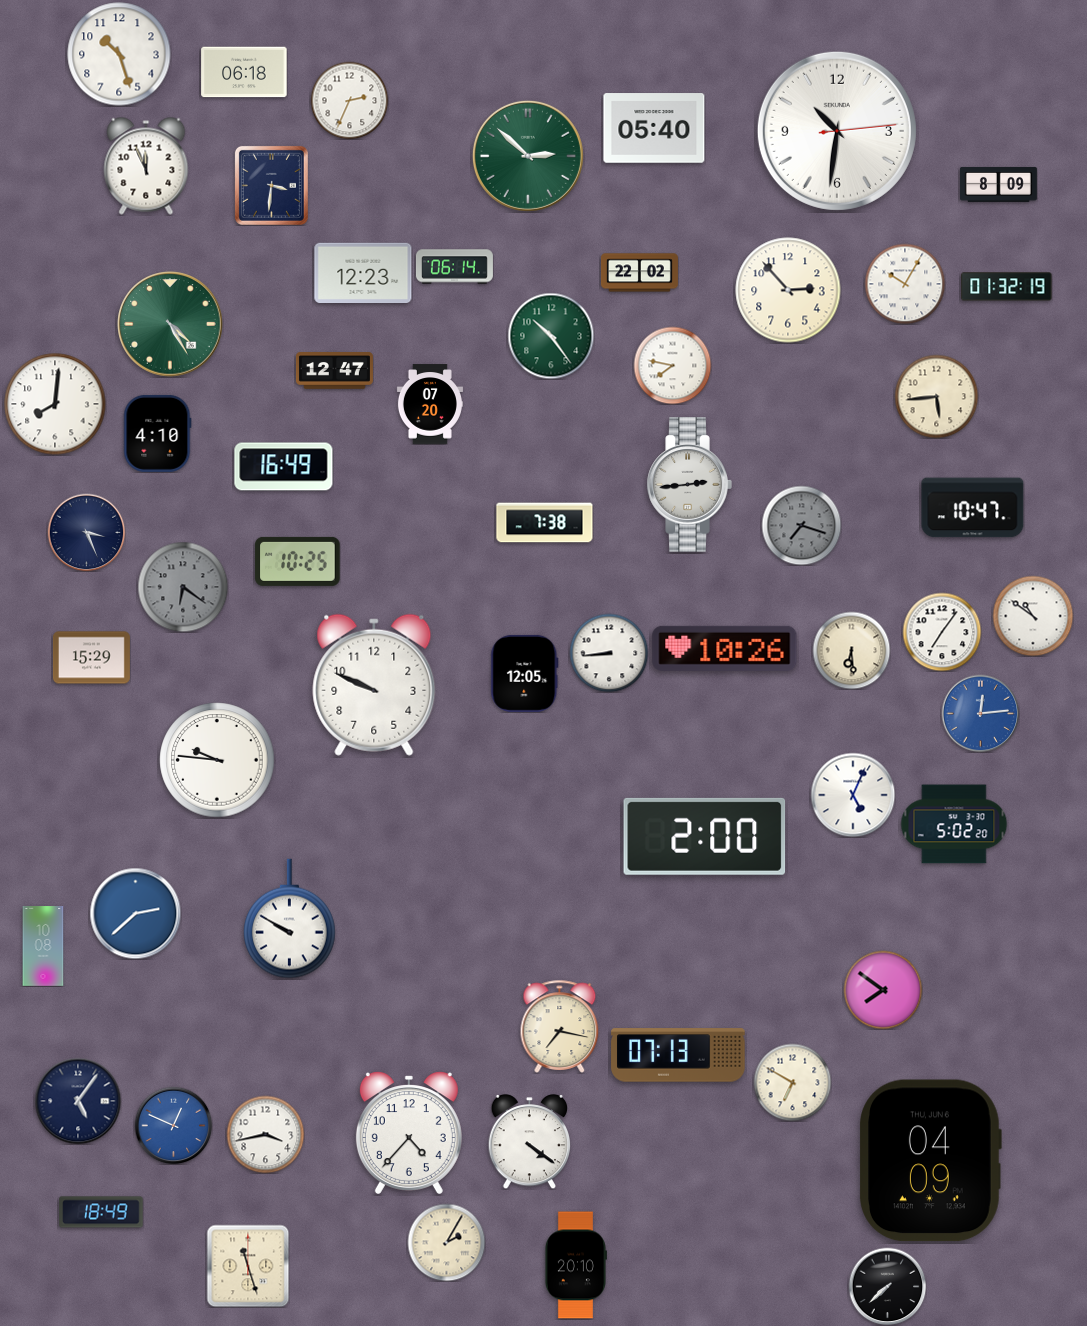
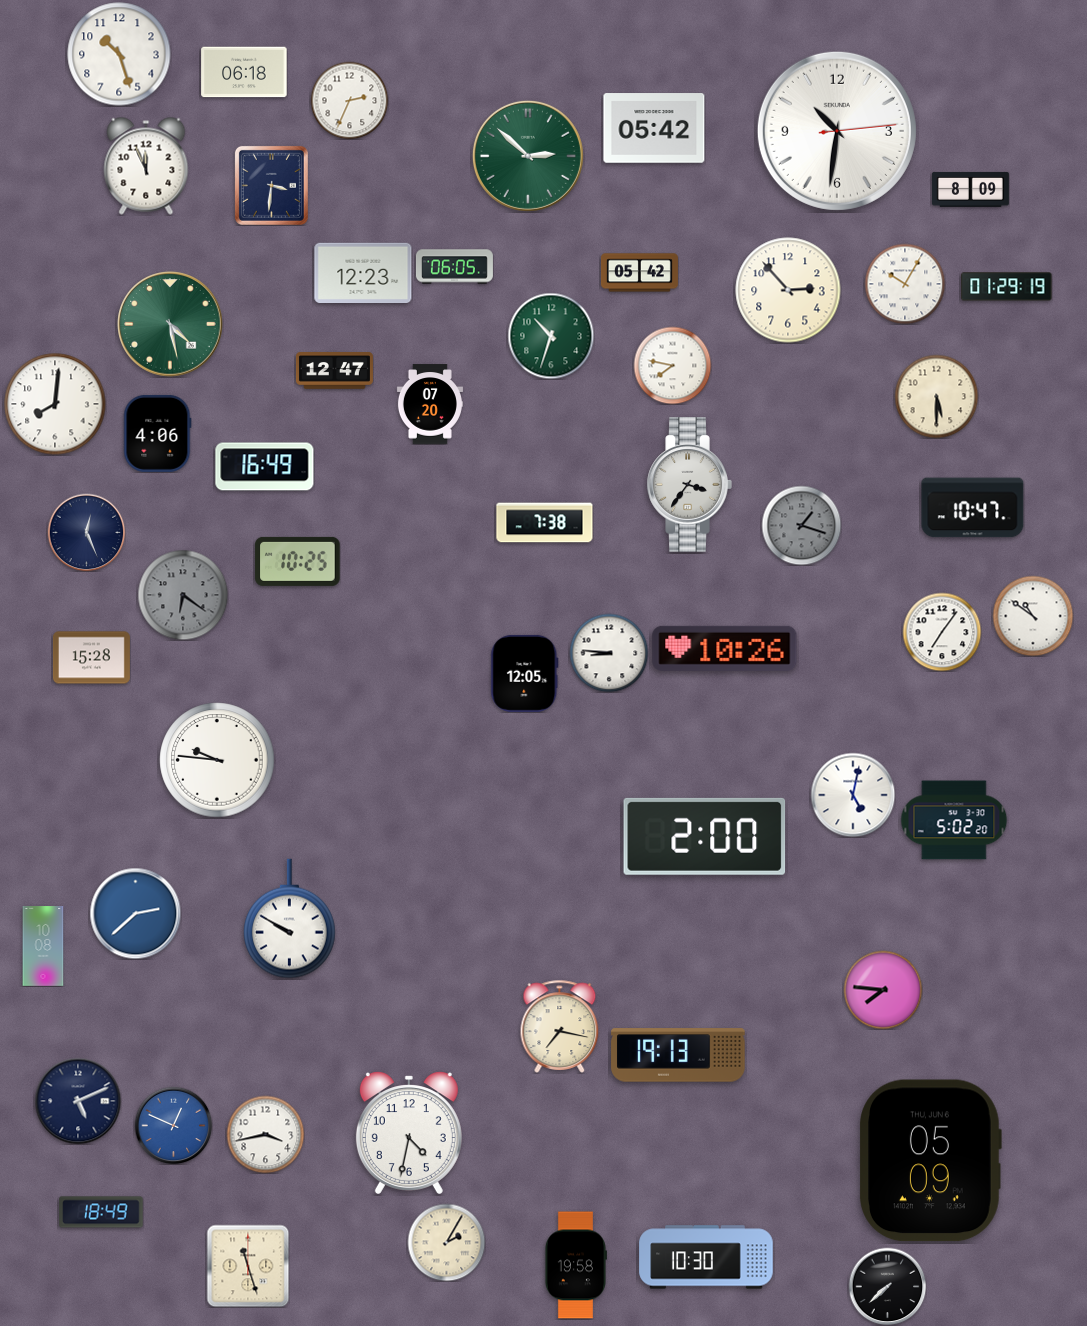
clock at (654, 128): 05:40 -> 05:42
clock at (998, 184) position: (998, 184) -> (970, 189)
clock at (454, 267): 06:14 -> 06:05
clock at (639, 273): 22:02 -> 05:42
clock at (1007, 287): 01:32 -> 01:29
clock at (170, 324): 4:25 -> 4:28
clock at (551, 336): 10:24 -> 10:33
clock at (936, 396): 5:44 -> 5:30
clock at (158, 433): 4:10 -> 4:06
clock at (284, 467) position: (284, 467) -> (265, 467)
clock at (689, 485): 2:44 -> 3:36
clock at (801, 525): 7:18 -> 1:18
clock at (86, 532): 3:26 -> 12:26
clock at (183, 587) position: (183, 587) -> (183, 595)
clock at (851, 650): 6:29 -> none
clock at (609, 653): 8:44 -> 8:46
clock at (91, 658): 15:29 -> 15:28
clock at (374, 685): 9:49 -> none
clock at (980, 713): 12:14 -> none
clock at (853, 795): 5:04 -> 5:02
clock at (954, 824) position: (954, 824) -> (954, 820)
clock at (883, 990): 7:51 -> 7:46
clock at (678, 1055): 07:13 -> 19:13
clock at (792, 1082): 6:50 -> none
clock at (78, 1101): 5:06 -> 5:11
clock at (409, 1133): 4:37 -> 4:32
clock at (530, 1142): 4:21 -> none
clock at (931, 1161): 04:09 -> 05:09
clock at (706, 1257): none -> 10:30
clock at (575, 1265): 20:10 -> 19:58
